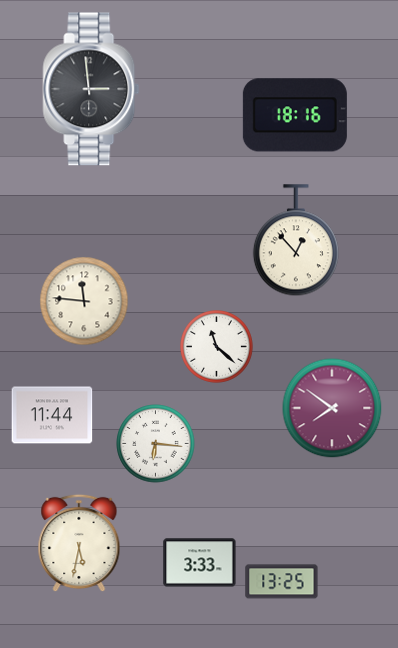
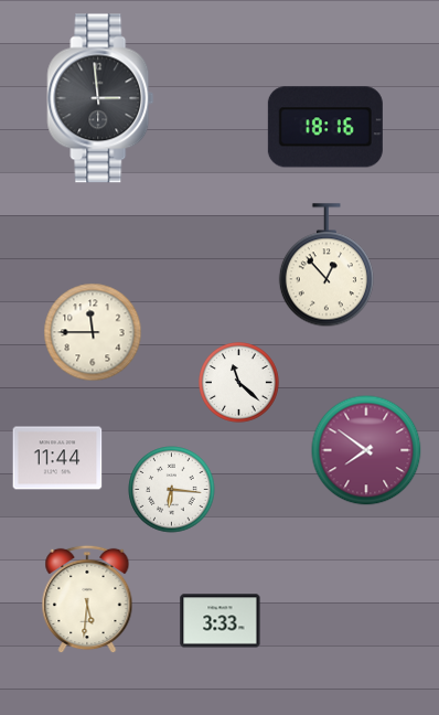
clock at (84, 301): 11:46 -> 11:45
clock at (79, 543): 5:32 -> 5:31
clock at (282, 582): 13:25 -> none
